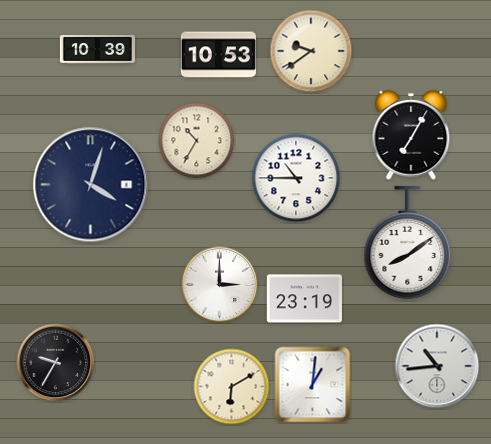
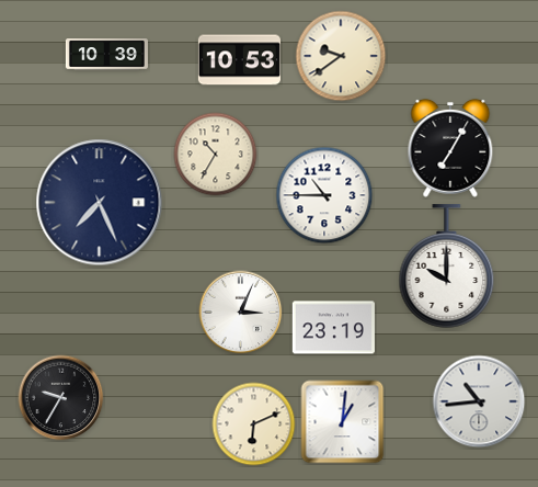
clock at (91, 185): 4:03 -> 7:26
clock at (408, 243): 8:09 -> 10:00
clock at (220, 285): 3:00 -> 3:04
clock at (232, 387): 6:10 -> 6:11
